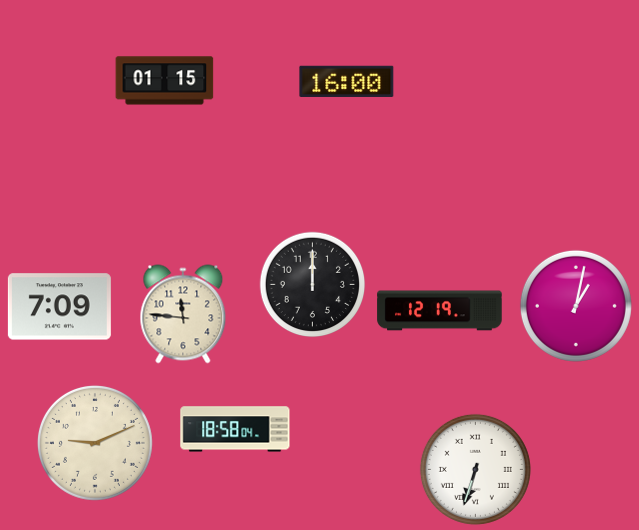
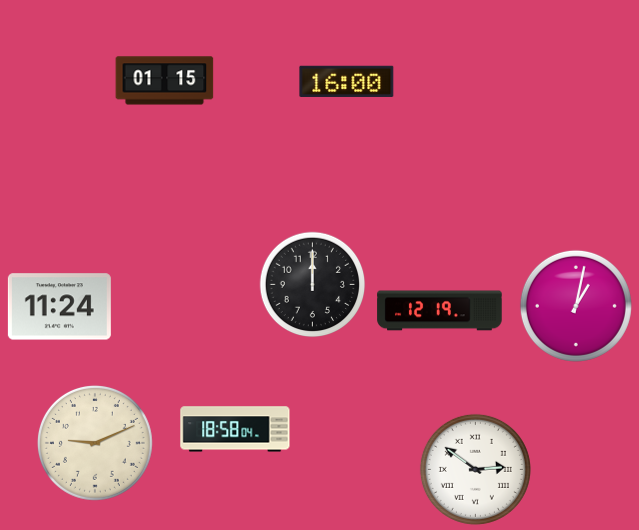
clock at (59, 307): 7:09 -> 11:24
clock at (183, 314): 11:46 -> none
clock at (475, 469): 6:33 -> 2:51
